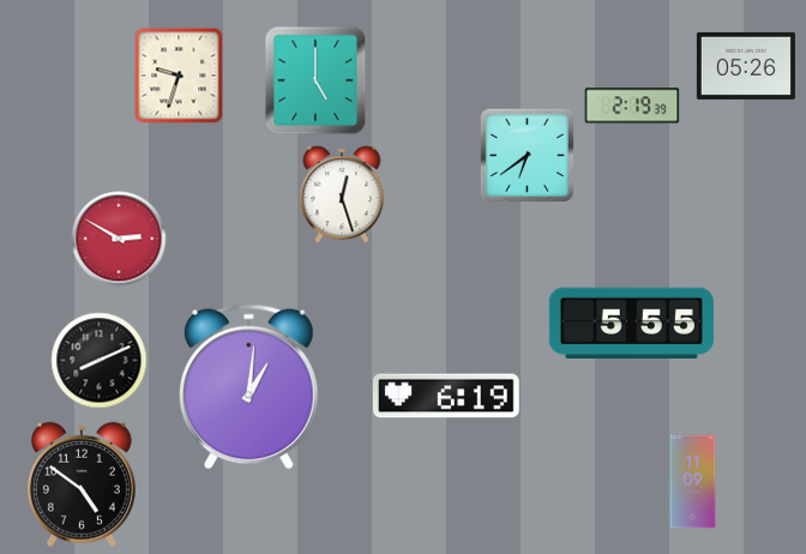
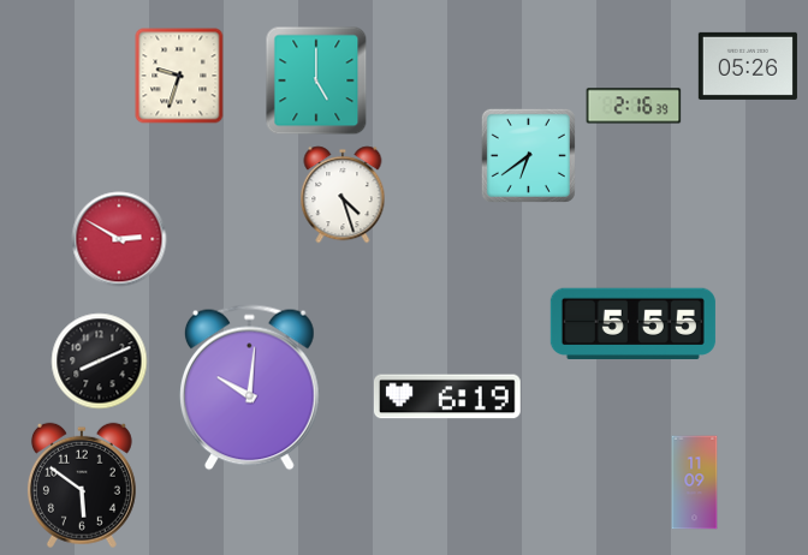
clock at (632, 106): 2:19 -> 2:16
clock at (342, 194): 12:27 -> 4:27
clock at (248, 387): 1:01 -> 10:01
clock at (82, 484): 4:51 -> 5:51
